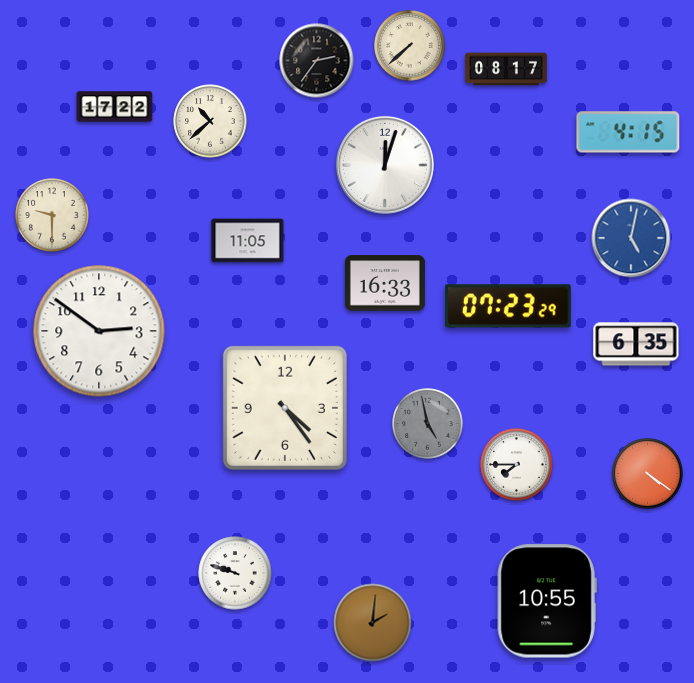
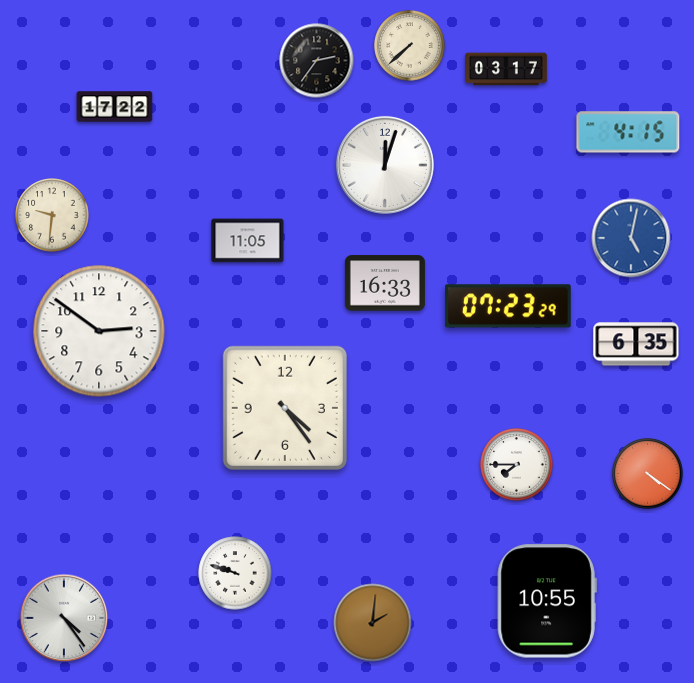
clock at (506, 69): 08:17 -> 03:17
clock at (210, 121): 10:38 -> none
clock at (52, 215): 9:30 -> 9:31
clock at (428, 424): 4:58 -> none
clock at (64, 618): none -> 4:24
